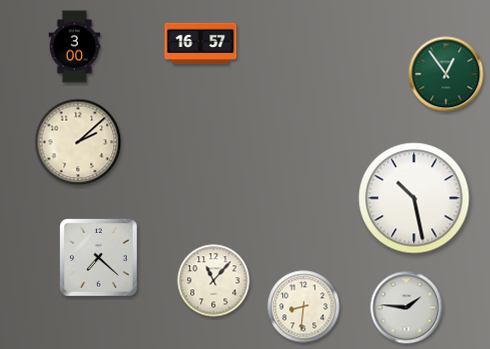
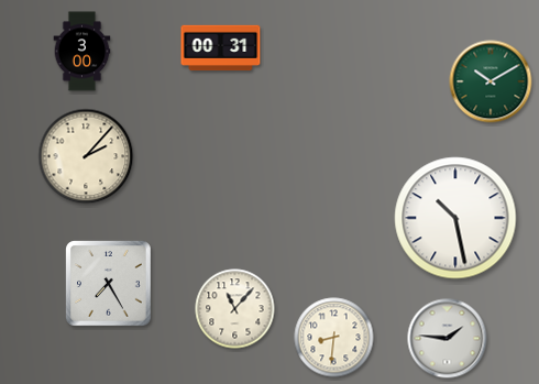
clock at (201, 44): 16:57 -> 00:31
clock at (446, 74): 12:54 -> 10:10
clock at (78, 142): 2:08 -> 2:07
clock at (99, 258): 7:22 -> 7:25
